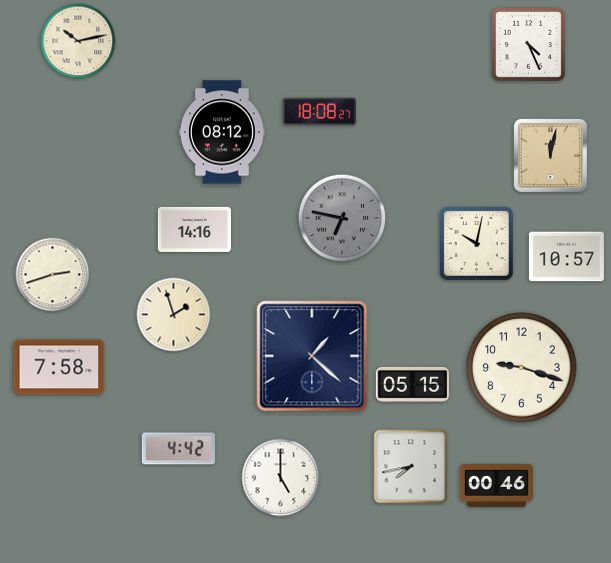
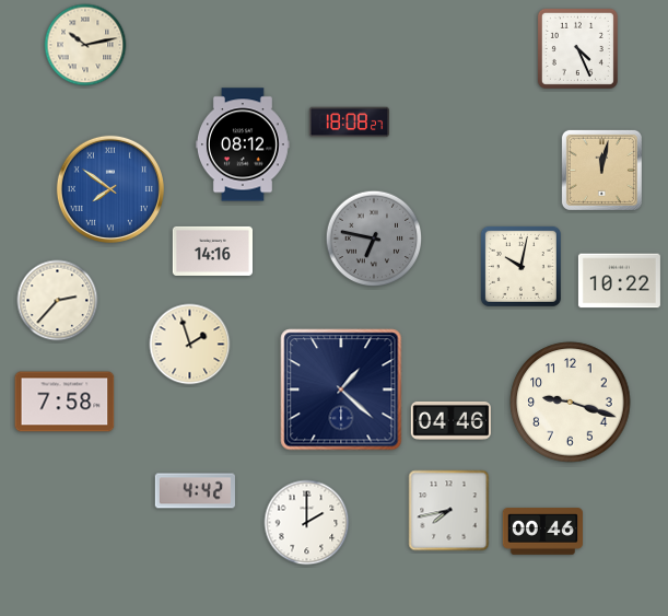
clock at (110, 189): none -> 7:51
clock at (566, 257): 10:57 -> 10:22
clock at (53, 275): 2:42 -> 2:37
clock at (412, 384): 05:15 -> 04:46
clock at (281, 478): 5:00 -> 2:00
